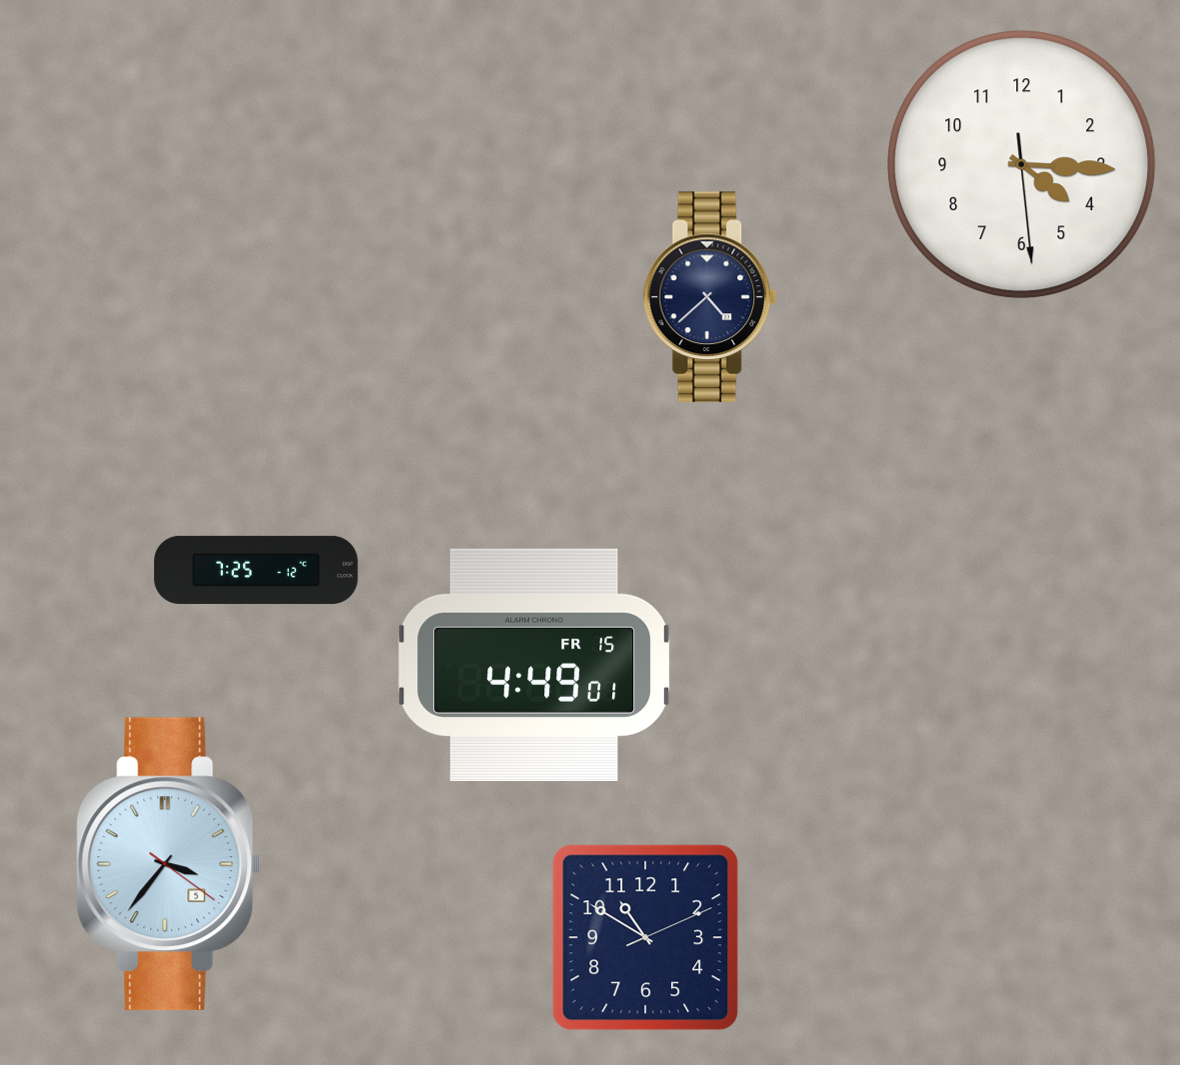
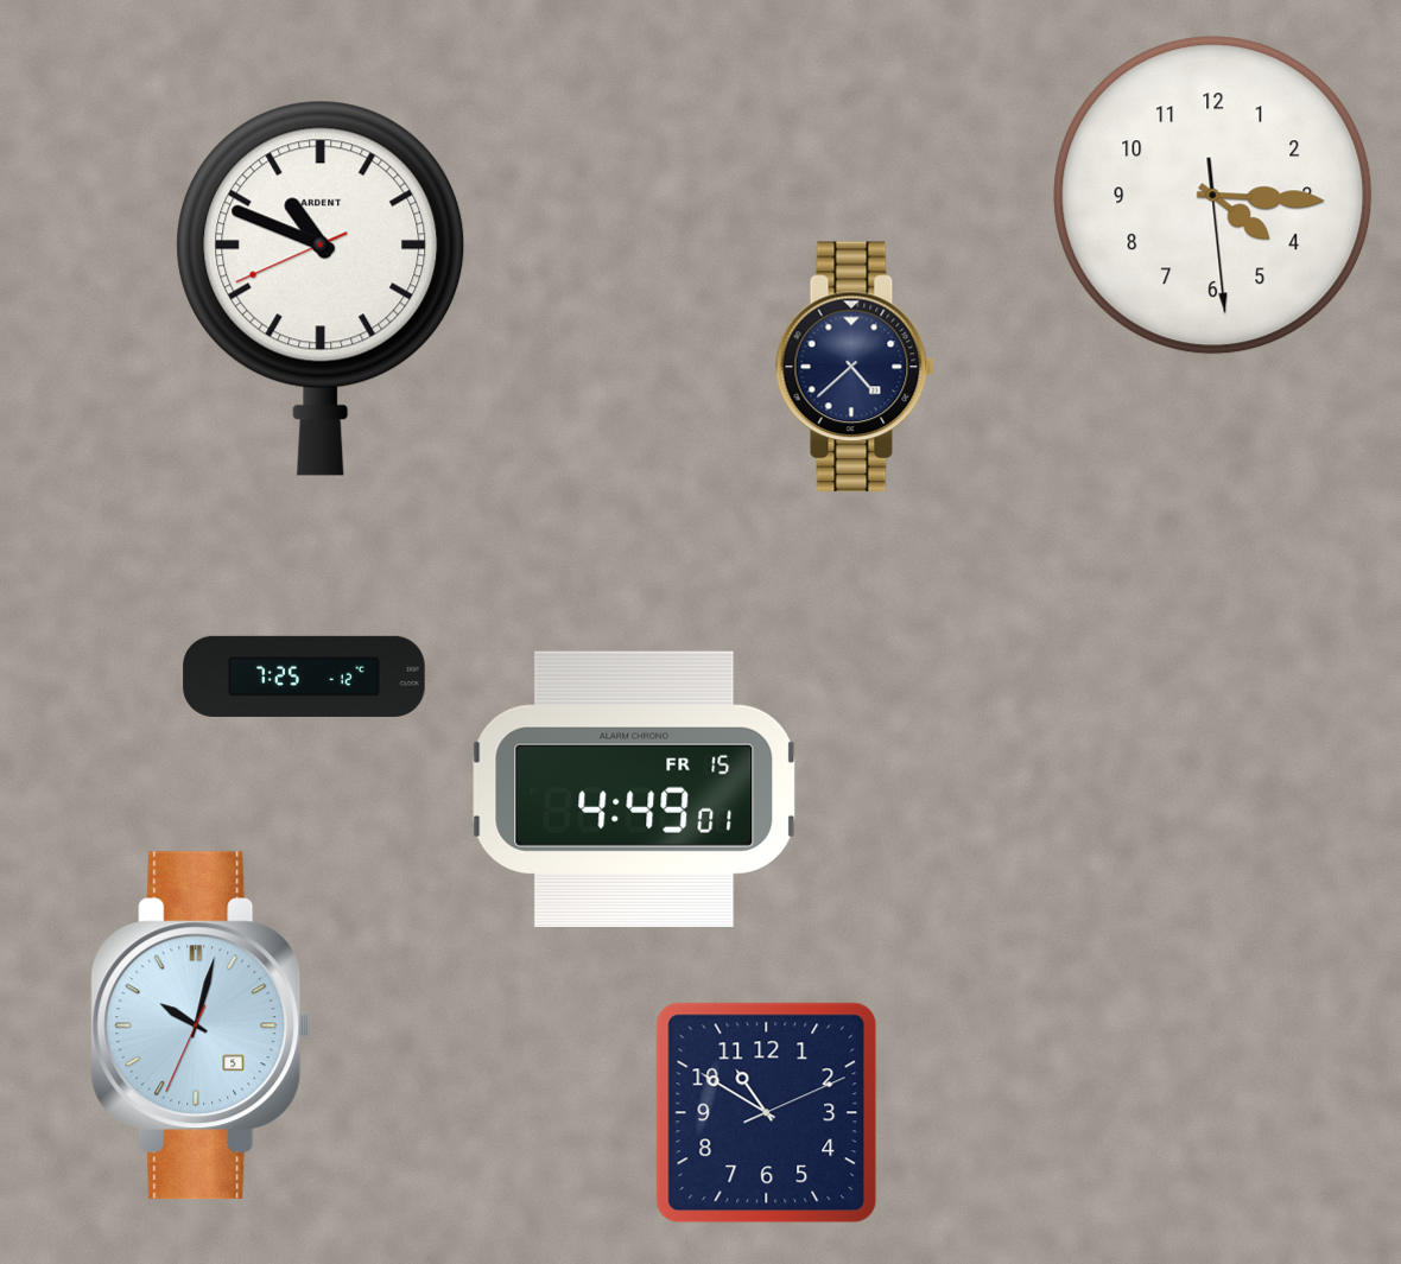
clock at (321, 288): none -> 10:48
clock at (710, 297) position: (710, 297) -> (855, 367)
clock at (169, 864): 3:36 -> 10:02
